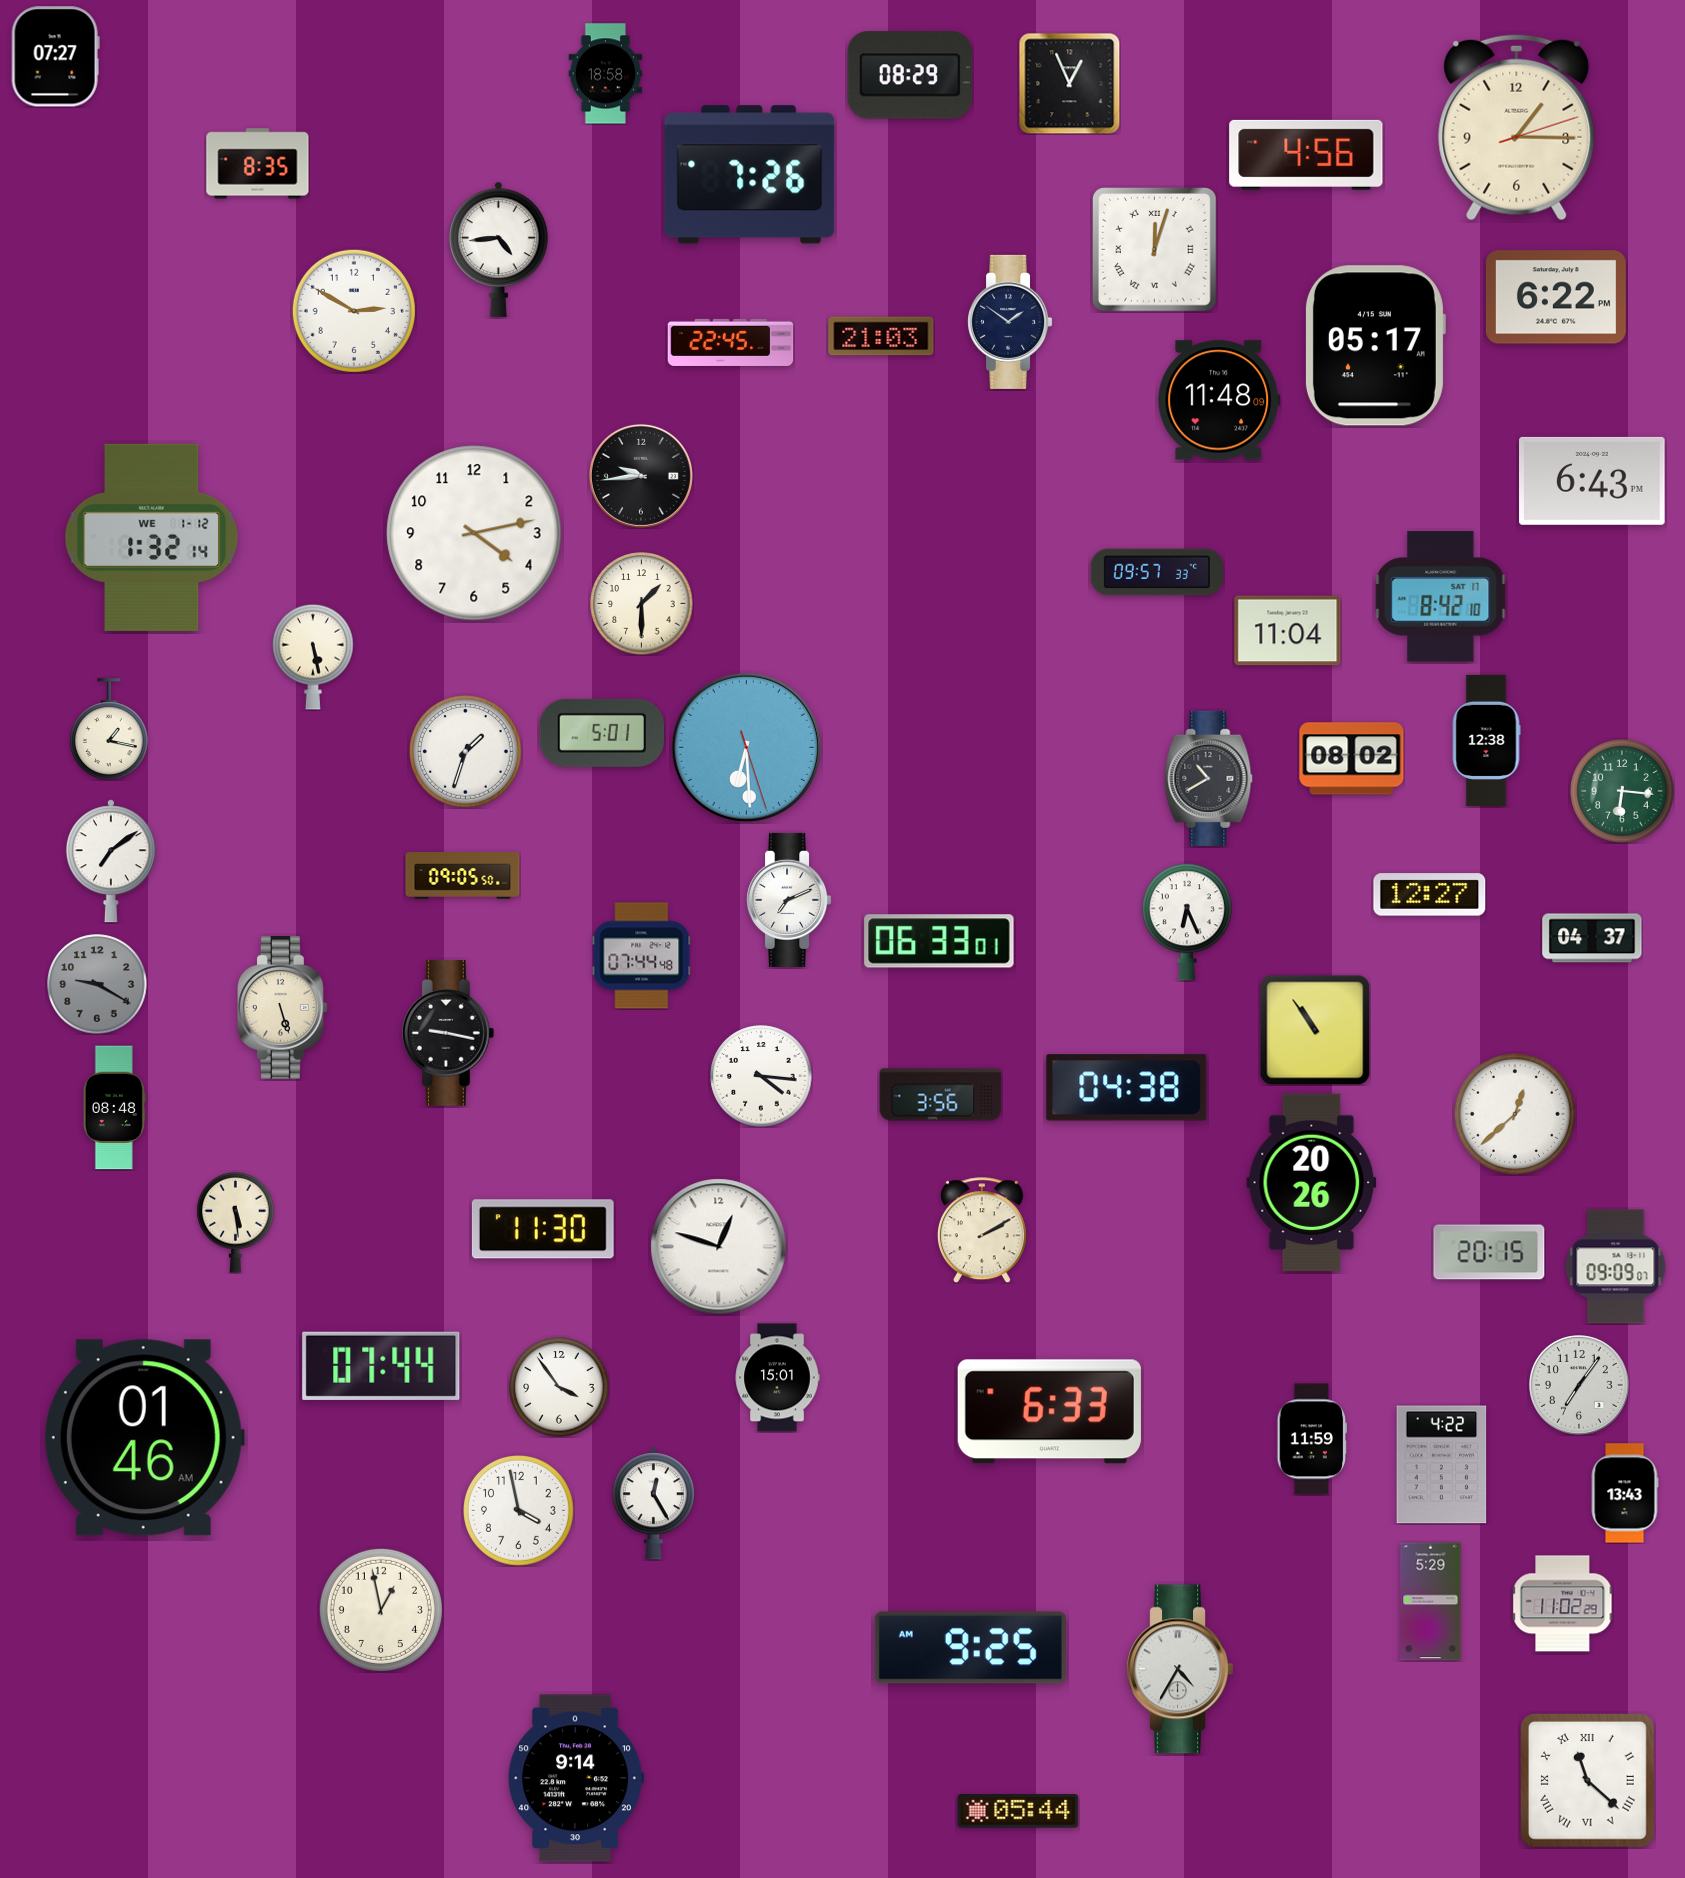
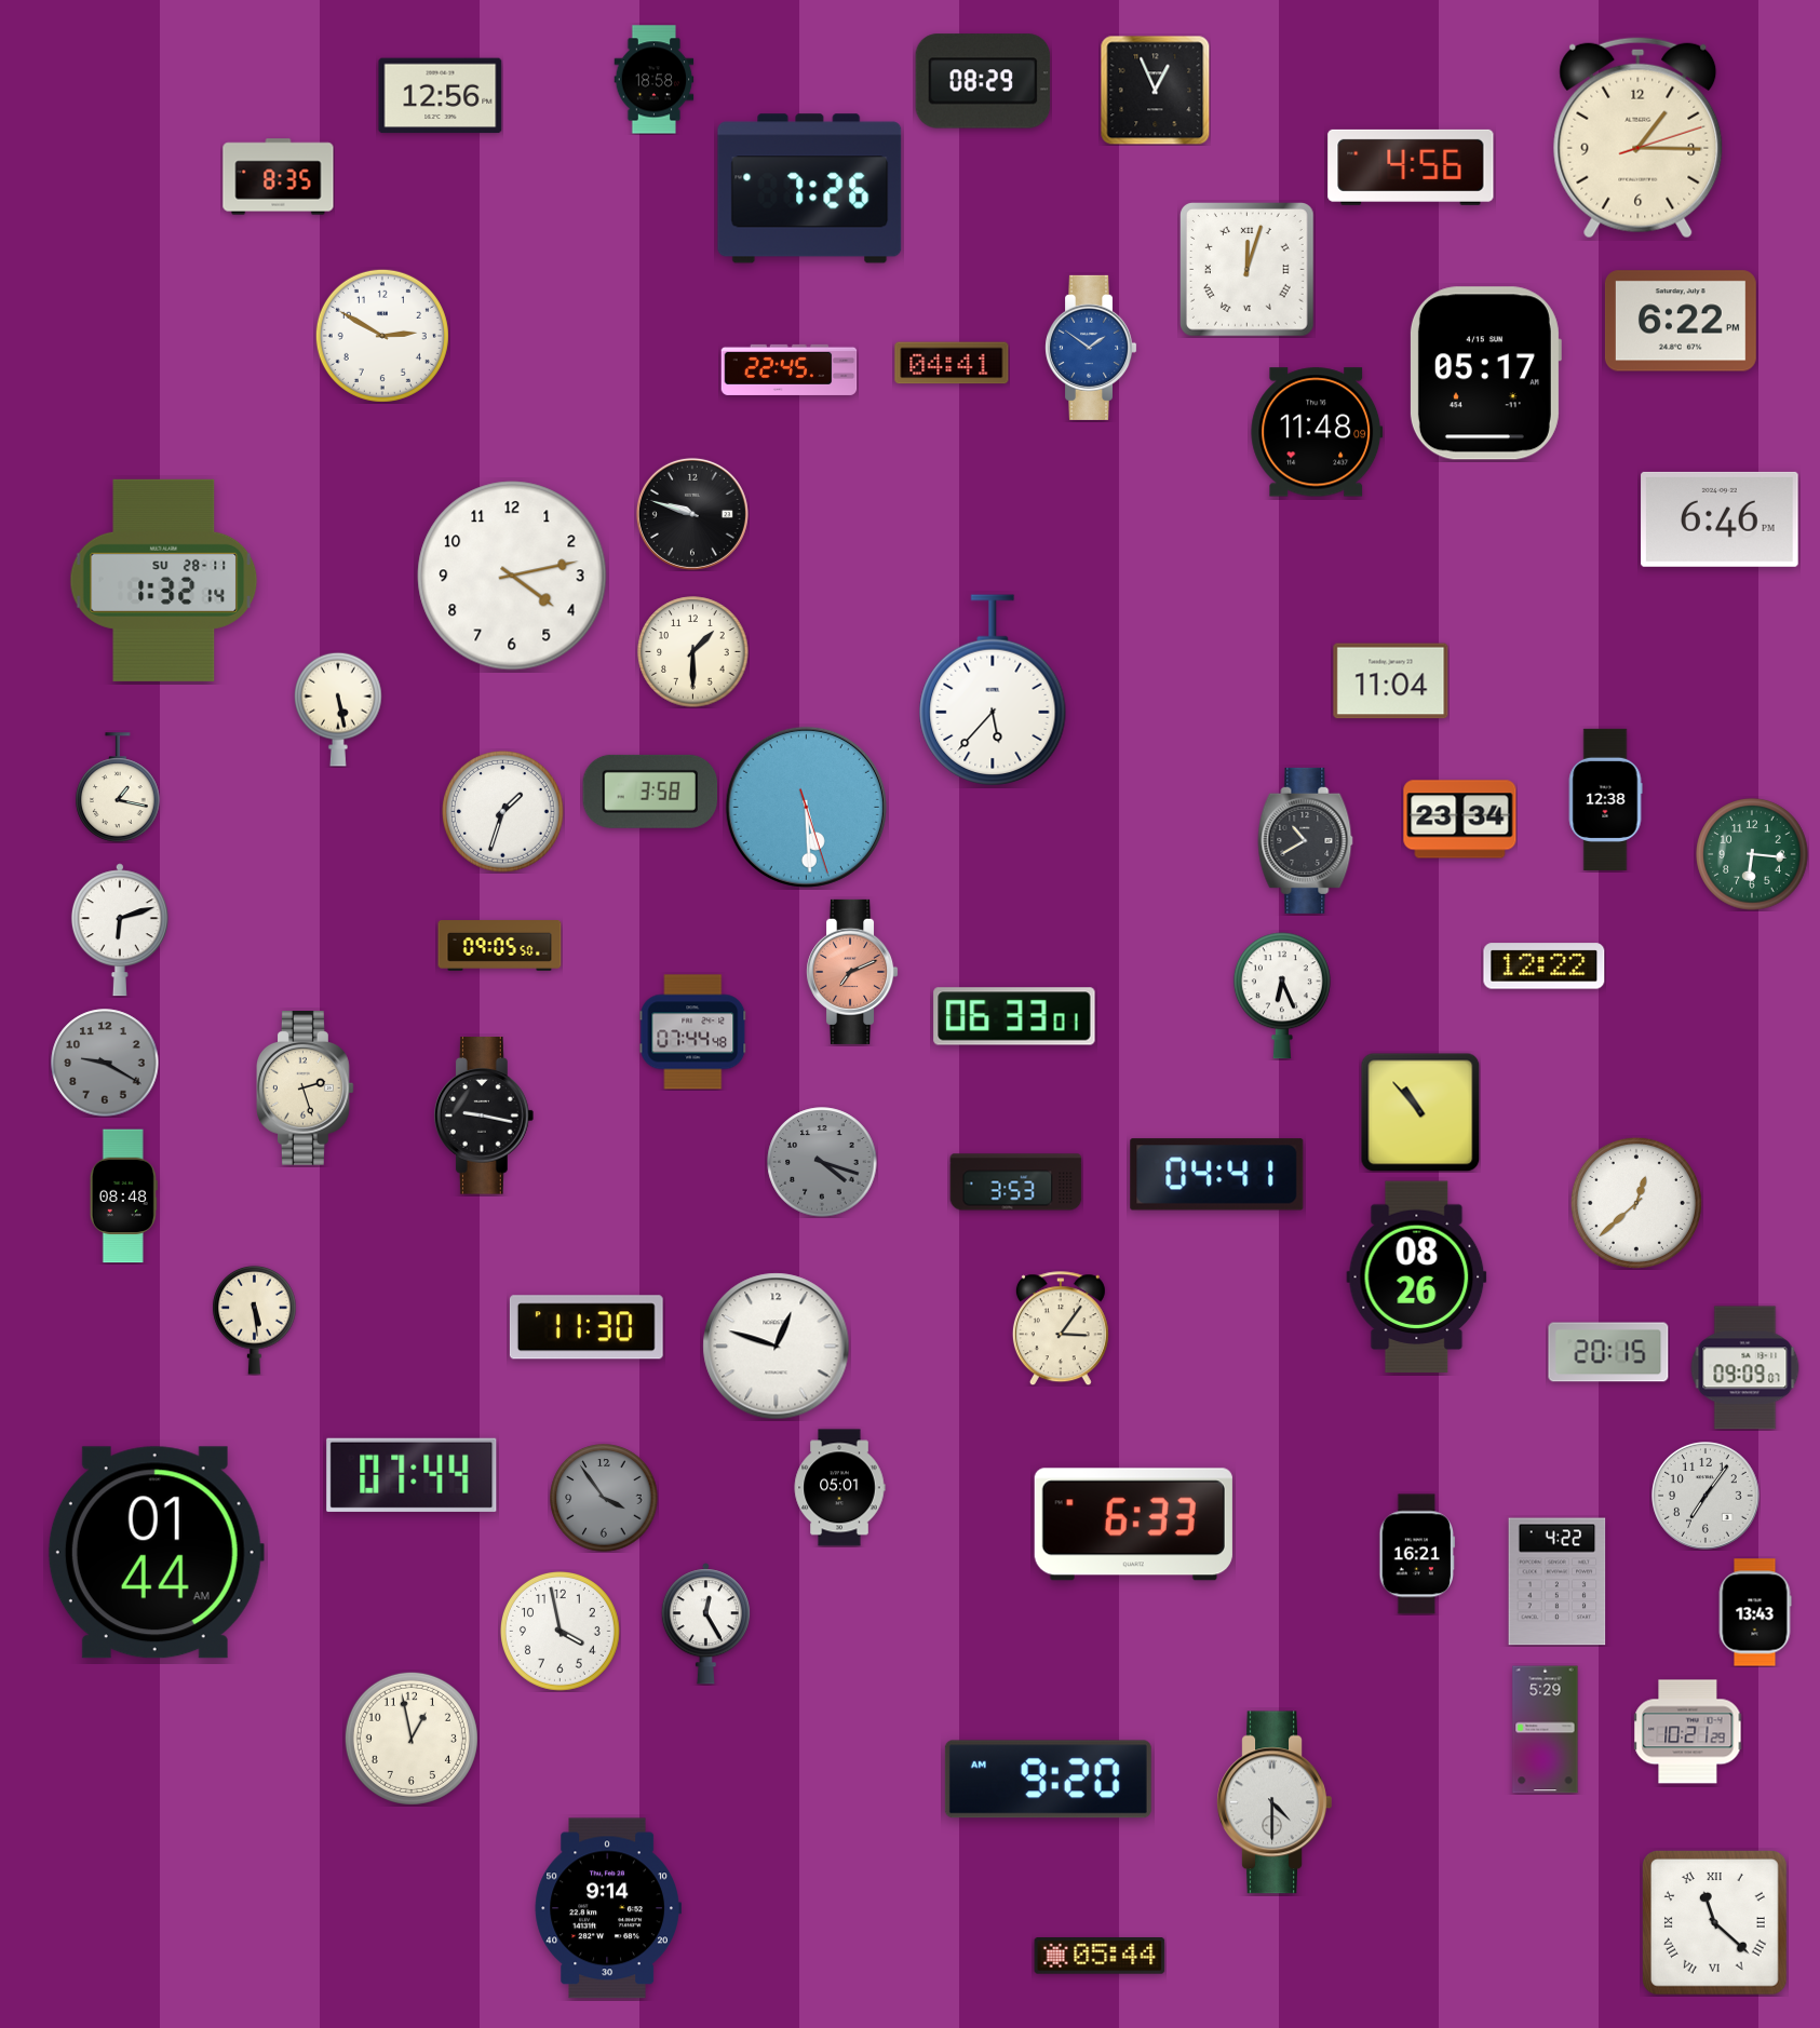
clock at (55, 57): 07:27 -> none
clock at (441, 96): none -> 12:56
clock at (499, 249): 4:44 -> none
clock at (1010, 322) dial: navy -> blue
clock at (881, 336): 21:03 -> 04:41
clock at (641, 476): 9:44 -> 9:48
clock at (1592, 481): 6:43 -> 6:46
clock at (152, 537) date: WE 1-12 -> SU 28-11
clock at (1157, 572): 09:57 -> none
clock at (1441, 597): 8:42 -> none
clock at (993, 691): none -> 5:37
clock at (602, 733): 5:01 -> 3:58
clock at (746, 747): 6:29 -> 5:29
clock at (1352, 759): 08:02 -> 23:34
clock at (111, 861): 7:09 -> 6:12
clock at (1430, 895): 12:27 -> 12:22
clock at (789, 900) dial: white -> salmon
clock at (1592, 938): 04:37 -> none
clock at (283, 1008): 5:27 -> 2:27
clock at (1315, 1030): 10:54 -> 10:53
clock at (761, 1076): 4:16 -> 4:18
clock at (761, 1076) dial: white -> grey
clock at (1127, 1088): 04:38 -> 04:41
clock at (941, 1095): 3:56 -> 3:53
clock at (1312, 1183): 20:26 -> 08:26
clock at (982, 1230): 2:10 -> 3:06
clock at (777, 1378): 15:01 -> 05:01
clock at (559, 1387) dial: white -> grey
clock at (144, 1438): 01:46 -> 01:44
clock at (1312, 1439): 11:59 -> 16:21
clock at (1563, 1604): 11:02 -> 10:21
clock at (970, 1648): 9:25 -> 9:20
clock at (1180, 1669): 4:35 -> 4:30
clock at (576, 1778) position: (576, 1778) -> (608, 1908)
